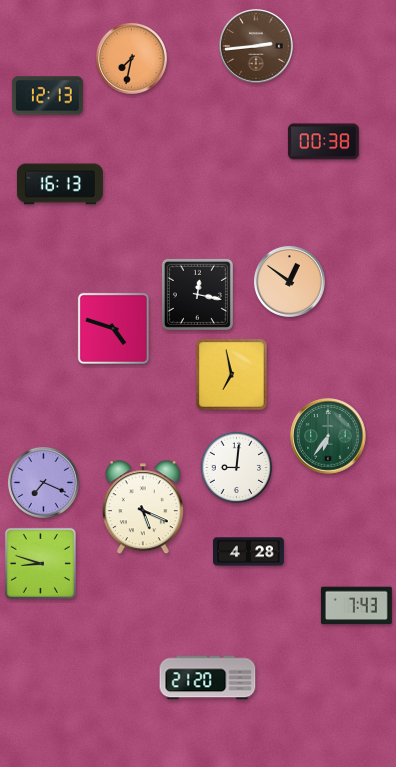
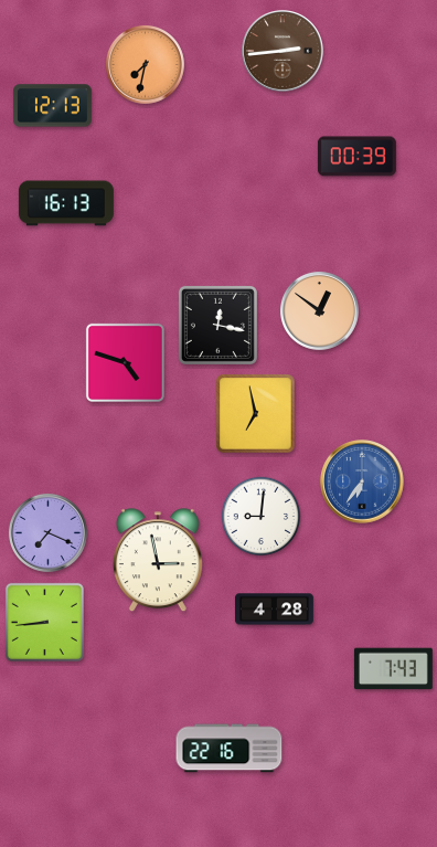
clock at (323, 142): 00:38 -> 00:39
clock at (328, 436) dial: green -> blue
clock at (143, 508): 5:19 -> 2:58
clock at (40, 563): 8:48 -> 8:44
clock at (208, 678): 21:20 -> 22:16
